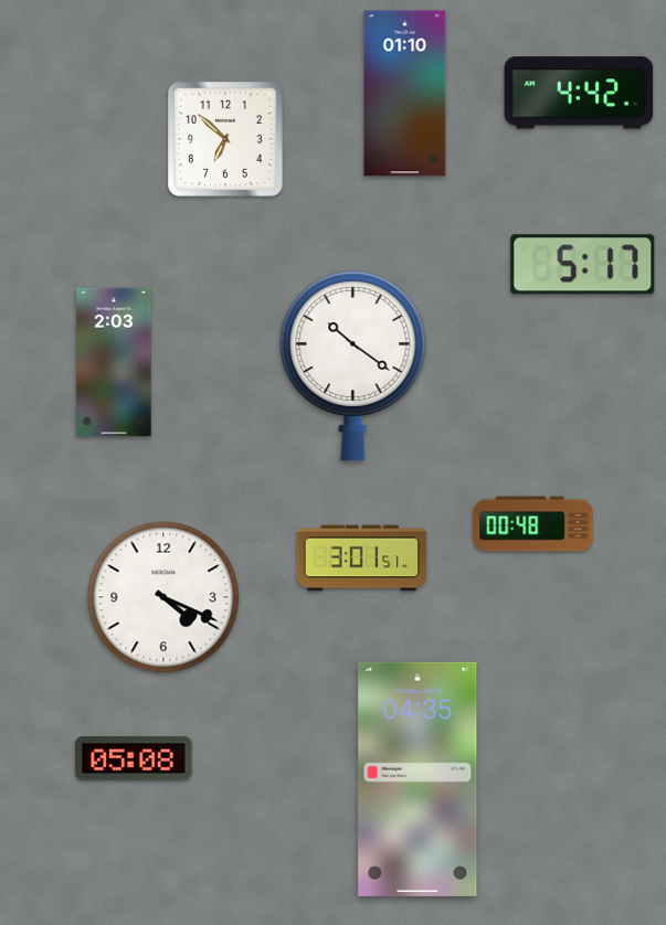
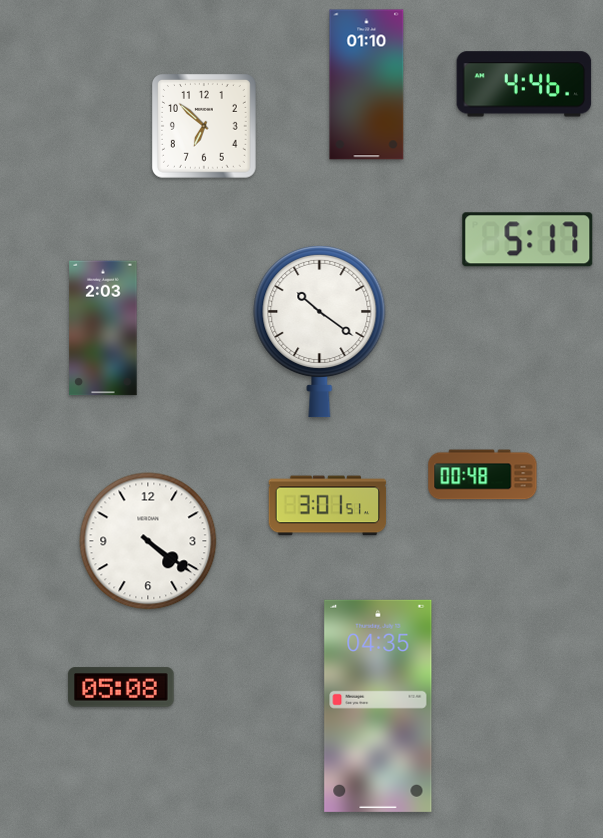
clock at (579, 93): 4:42 -> 4:46
clock at (163, 597): 4:19 -> 4:21
